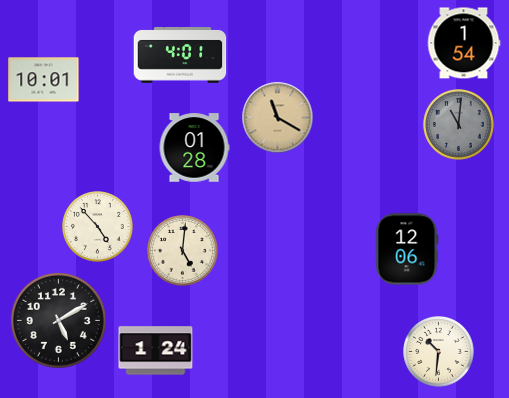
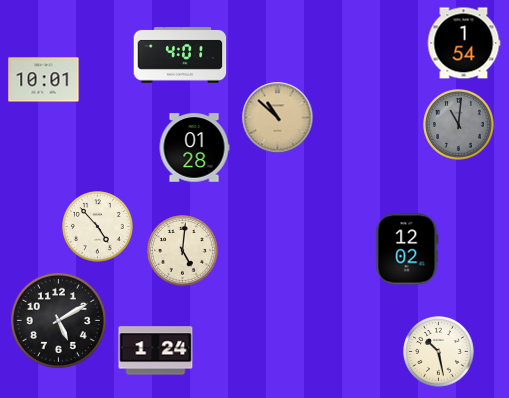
clock at (278, 118): 11:20 -> 10:52
clock at (407, 249): 12:06 -> 12:02
clock at (439, 352): 10:31 -> 10:28
